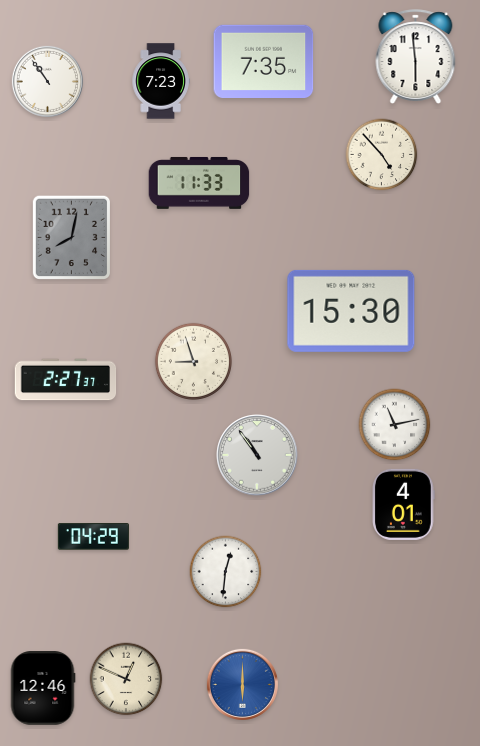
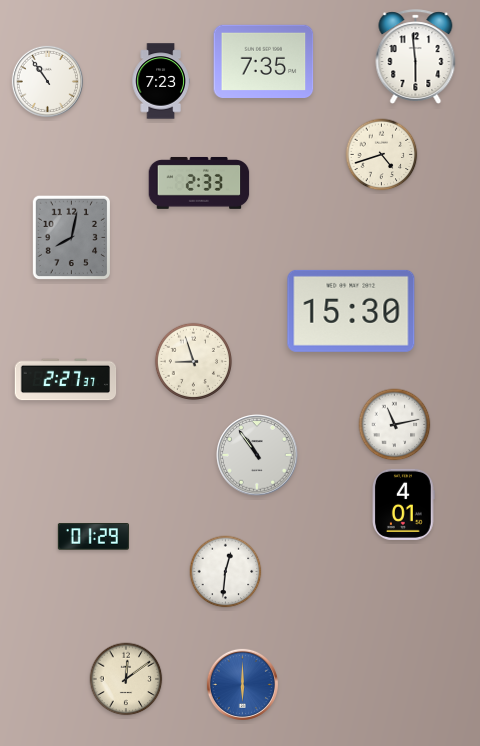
clock at (382, 155): 4:53 -> 4:42
clock at (199, 183): 11:33 -> 2:33
clock at (93, 537): 04:29 -> 01:29
clock at (126, 679): 12:49 -> 12:09
clock at (43, 688): 12:46 -> none
